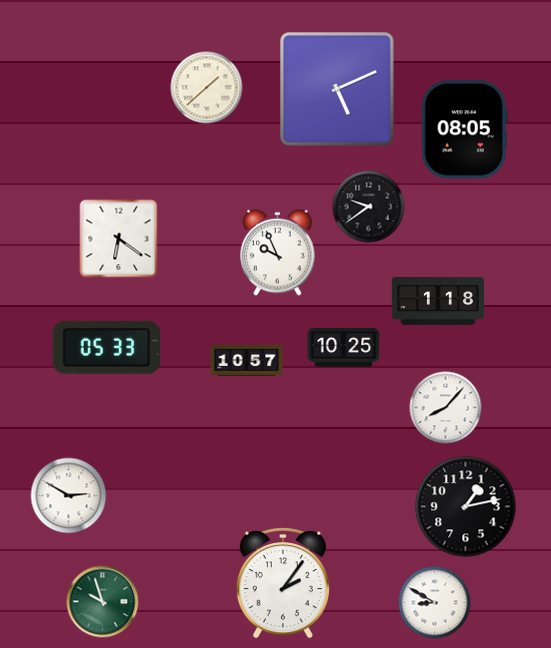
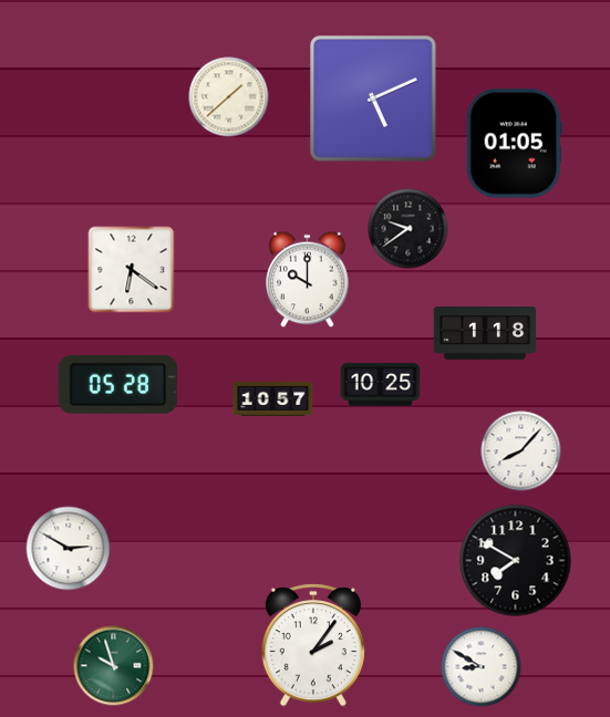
clock at (464, 130): 08:05 -> 01:05
clock at (119, 239) position: (119, 239) -> (132, 270)
clock at (278, 253): 9:56 -> 10:00
clock at (107, 347): 05:33 -> 05:28
clock at (446, 408) position: (446, 408) -> (521, 451)
clock at (69, 496) position: (69, 496) -> (69, 549)
clock at (466, 507): 1:13 -> 7:50
